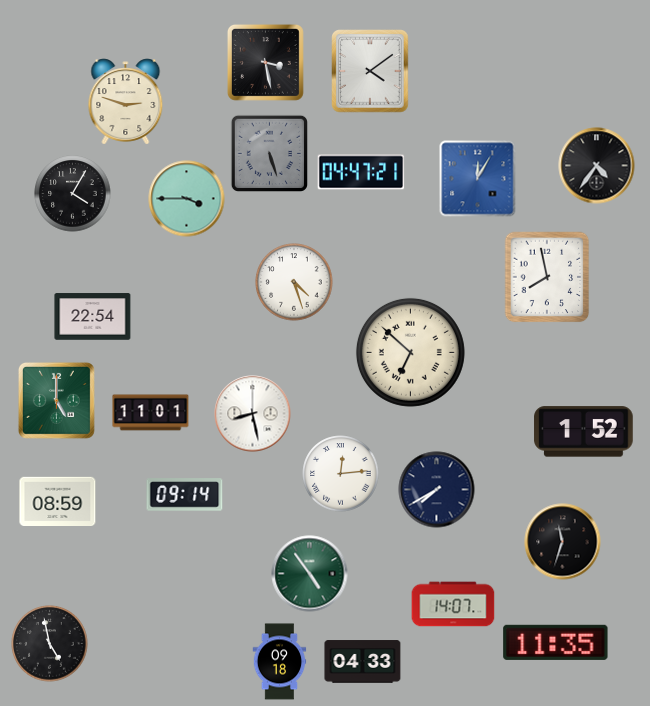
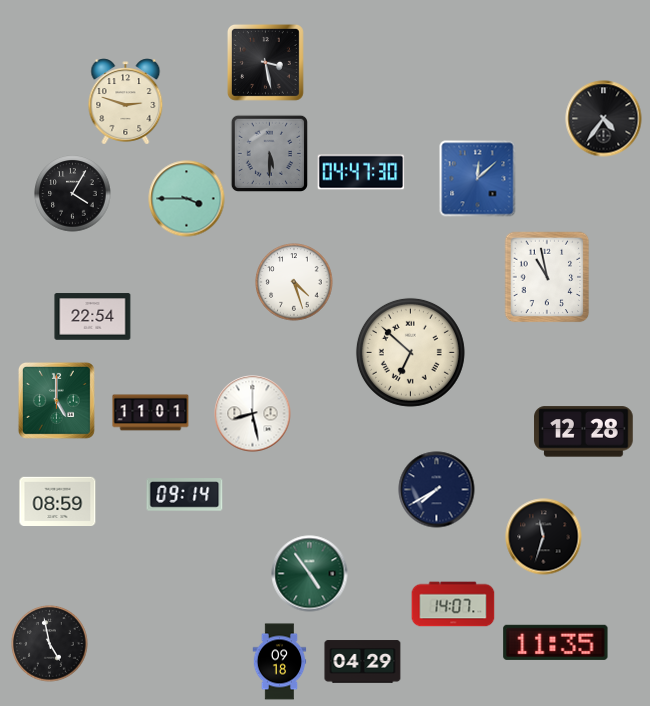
clock at (370, 71): 4:09 -> none
clock at (269, 153): 5:27 -> 5:30
clock at (597, 166) position: (597, 166) -> (604, 119)
clock at (361, 172): 04:47:21 -> 04:47:30
clock at (478, 179): 12:05 -> 12:08
clock at (547, 277): 7:58 -> 10:58
clock at (584, 432): 1:52 -> 12:28
clock at (341, 474): 12:14 -> none
clock at (563, 542) position: (563, 542) -> (544, 537)
clock at (363, 662): 04:33 -> 04:29
